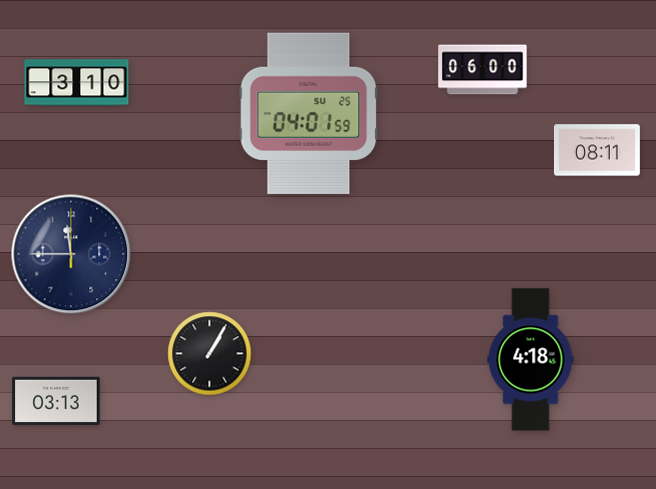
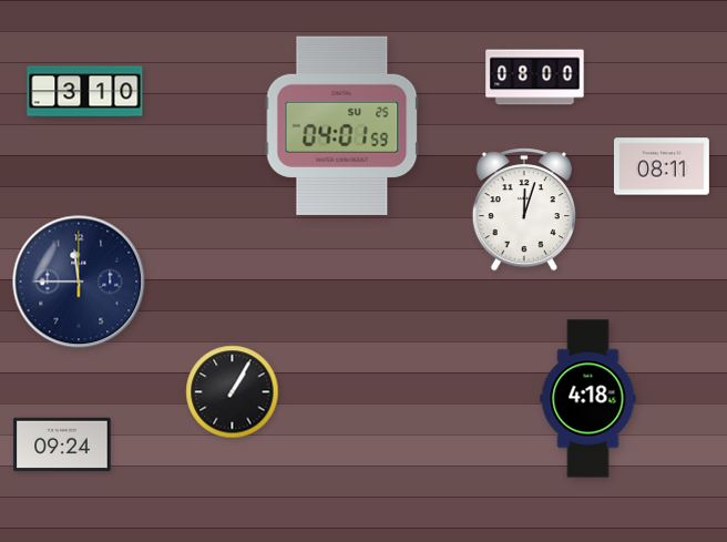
clock at (483, 70): 06:00 -> 08:00
clock at (524, 211): none -> 12:03
clock at (56, 401): 03:13 -> 09:24
